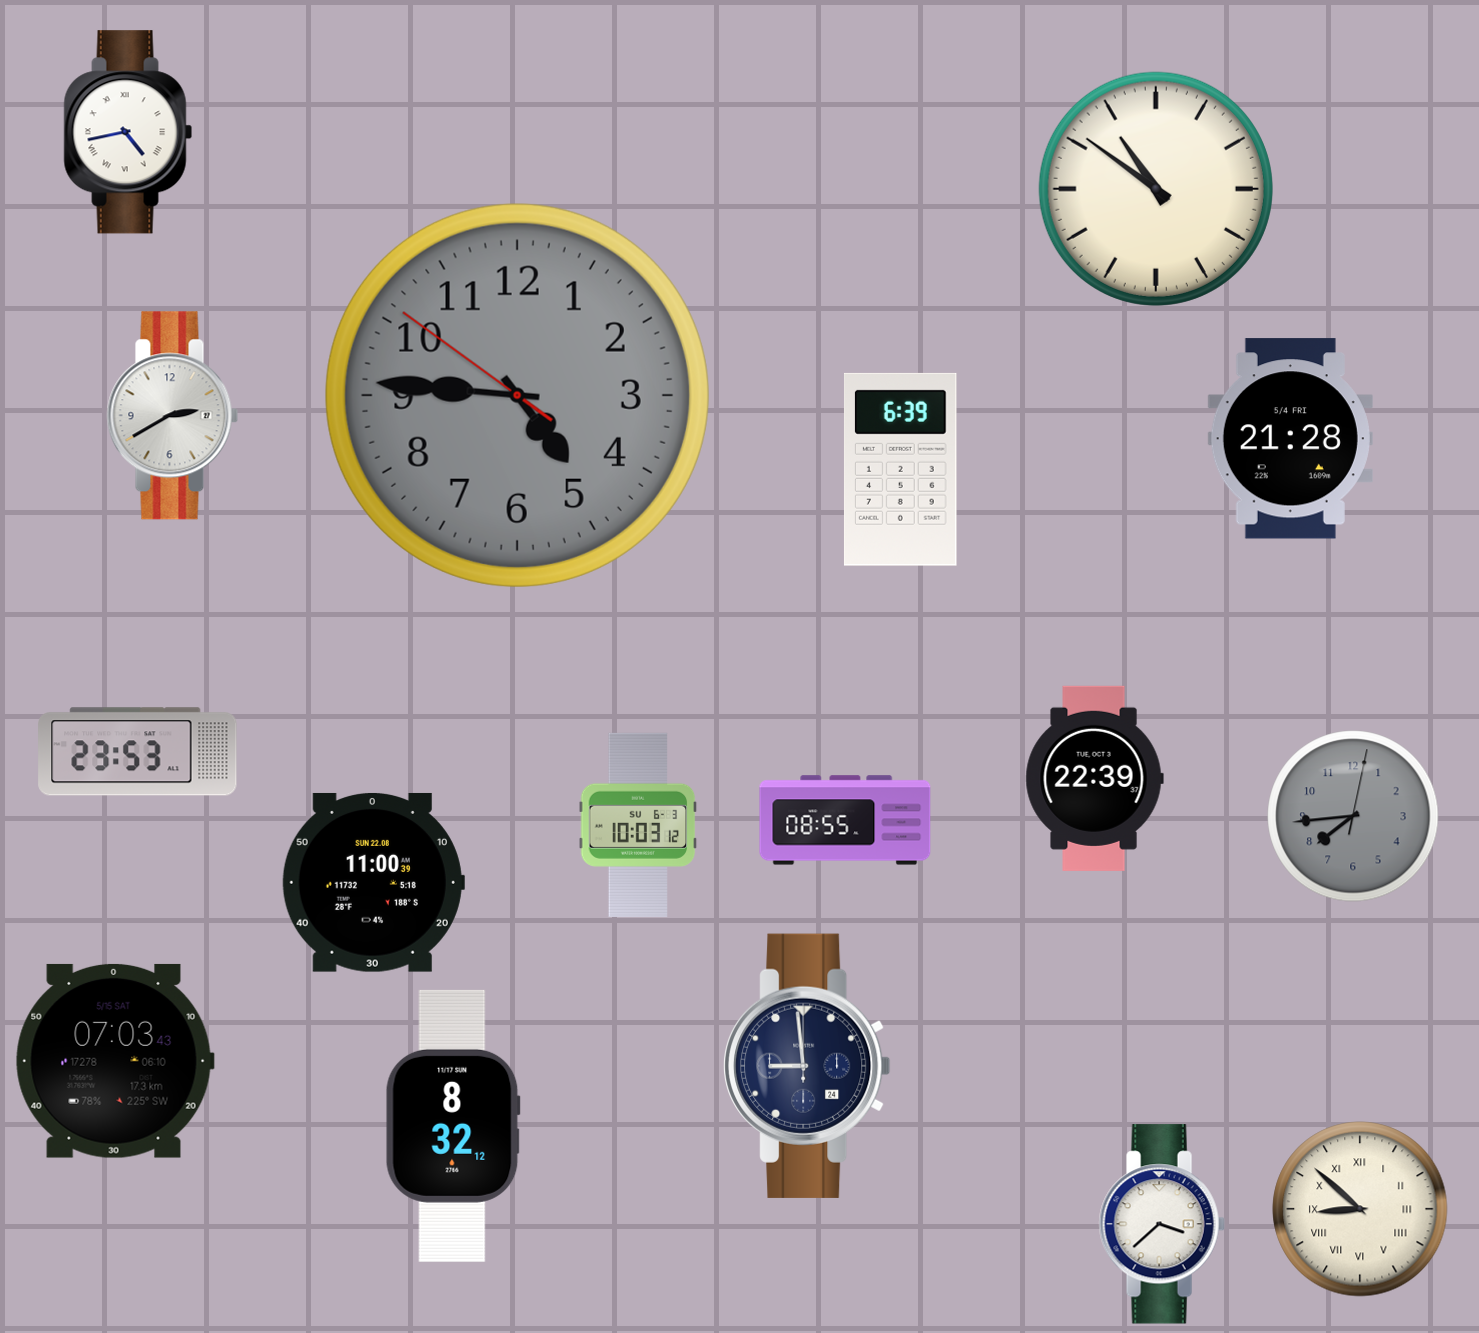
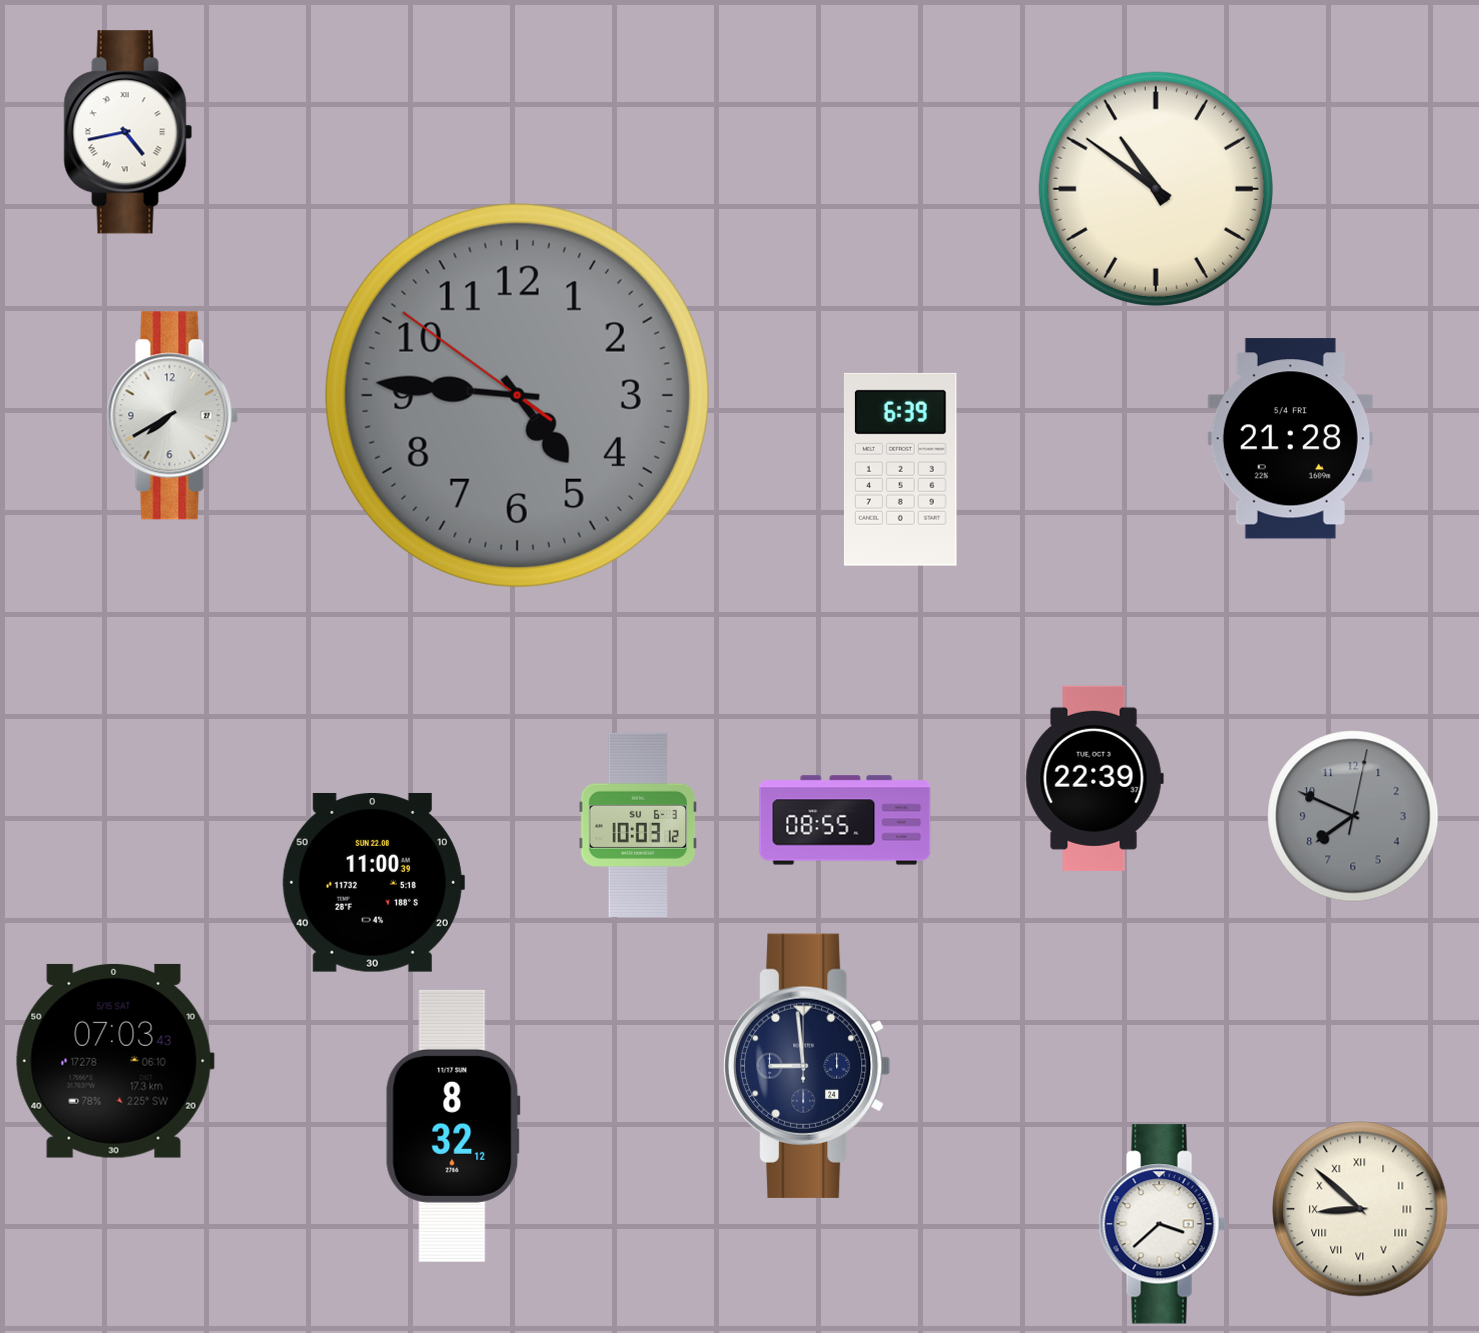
clock at (173, 416): 2:40 -> 7:40
clock at (138, 752): 23:53 -> none
clock at (1353, 816): 7:44 -> 7:49
